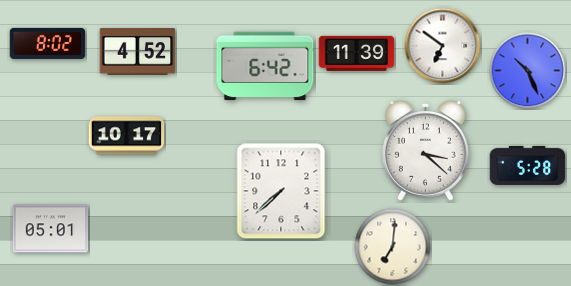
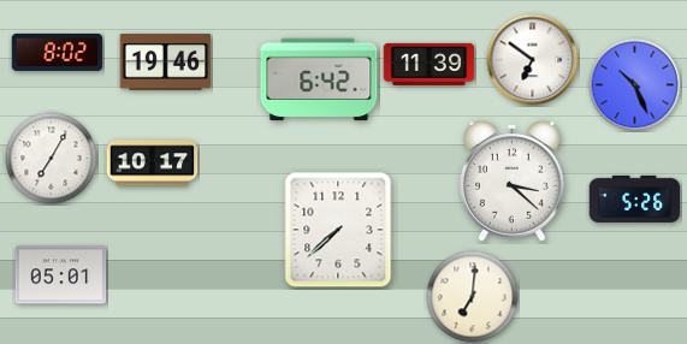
clock at (443, 46) position: (443, 46) -> (533, 60)
clock at (138, 52): 4:52 -> 19:46
clock at (52, 159): none -> 7:05
clock at (528, 165): 5:28 -> 5:26
